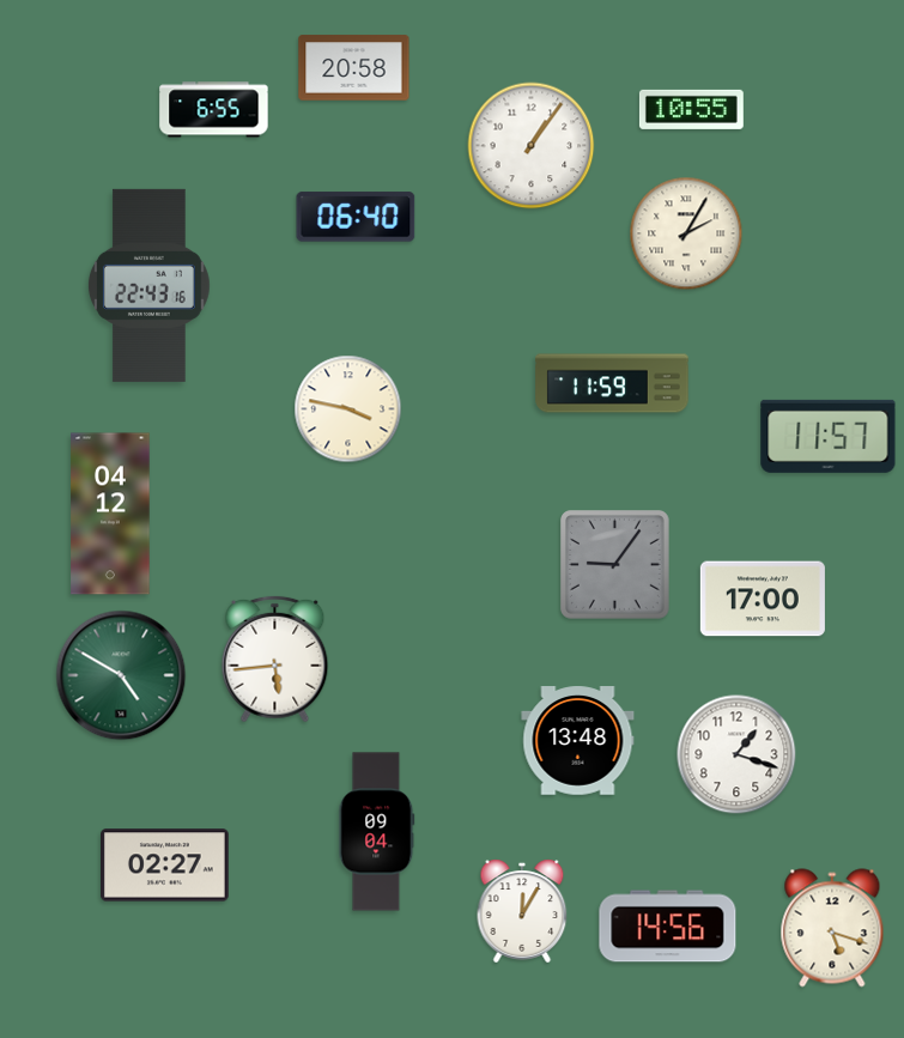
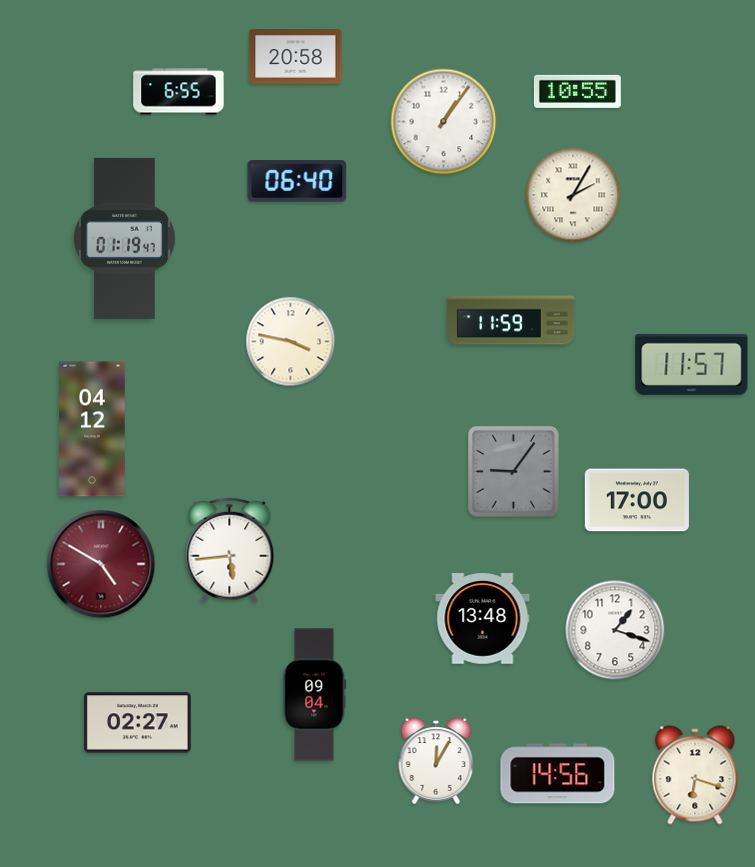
clock at (148, 285): 22:43 -> 01:19
clock at (121, 675) dial: green -> burgundy
clock at (832, 928): 5:18 -> 6:18
